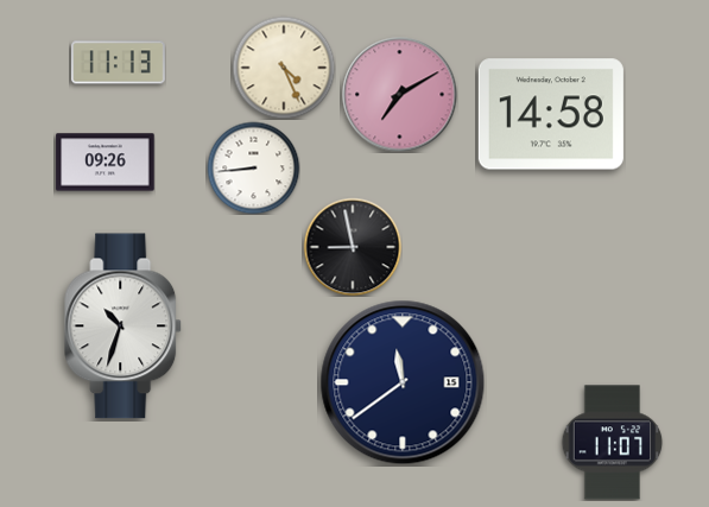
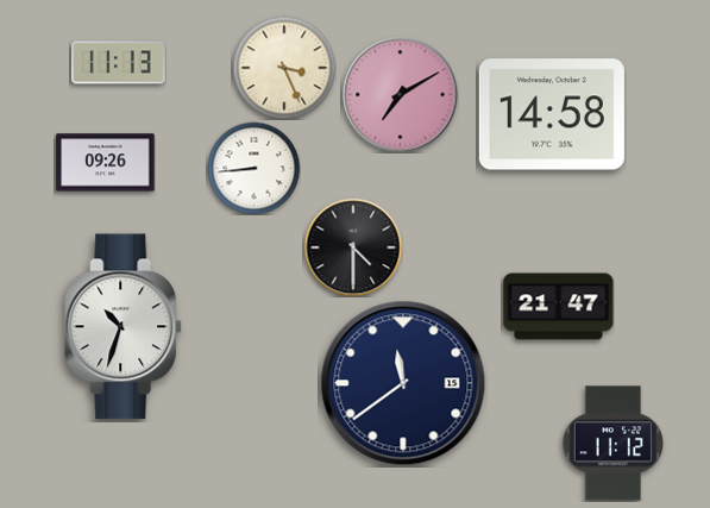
clock at (284, 68): 4:26 -> 3:26
clock at (353, 247): 8:58 -> 4:30
clock at (559, 307): none -> 21:47
clock at (613, 443): 11:07 -> 11:12
